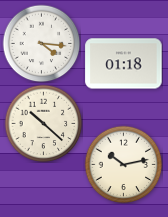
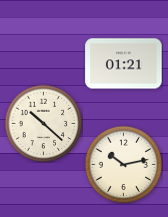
clock at (41, 43): 4:16 -> none
clock at (124, 64): 01:18 -> 01:21
